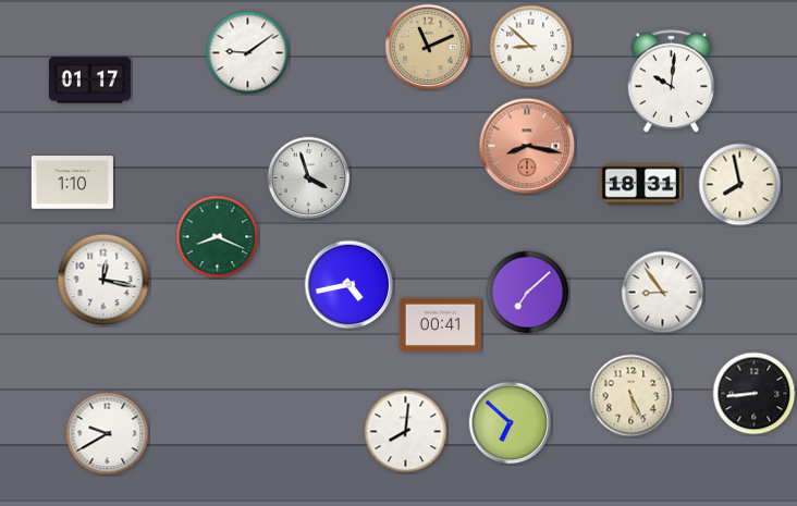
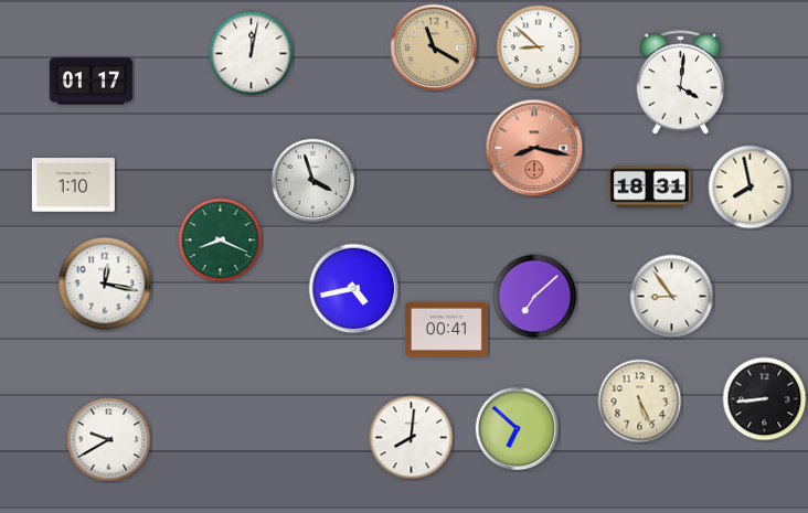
clock at (428, 47): 11:11 -> 11:20
clock at (248, 53): 9:09 -> 12:02
clock at (672, 82): 10:01 -> 4:01
